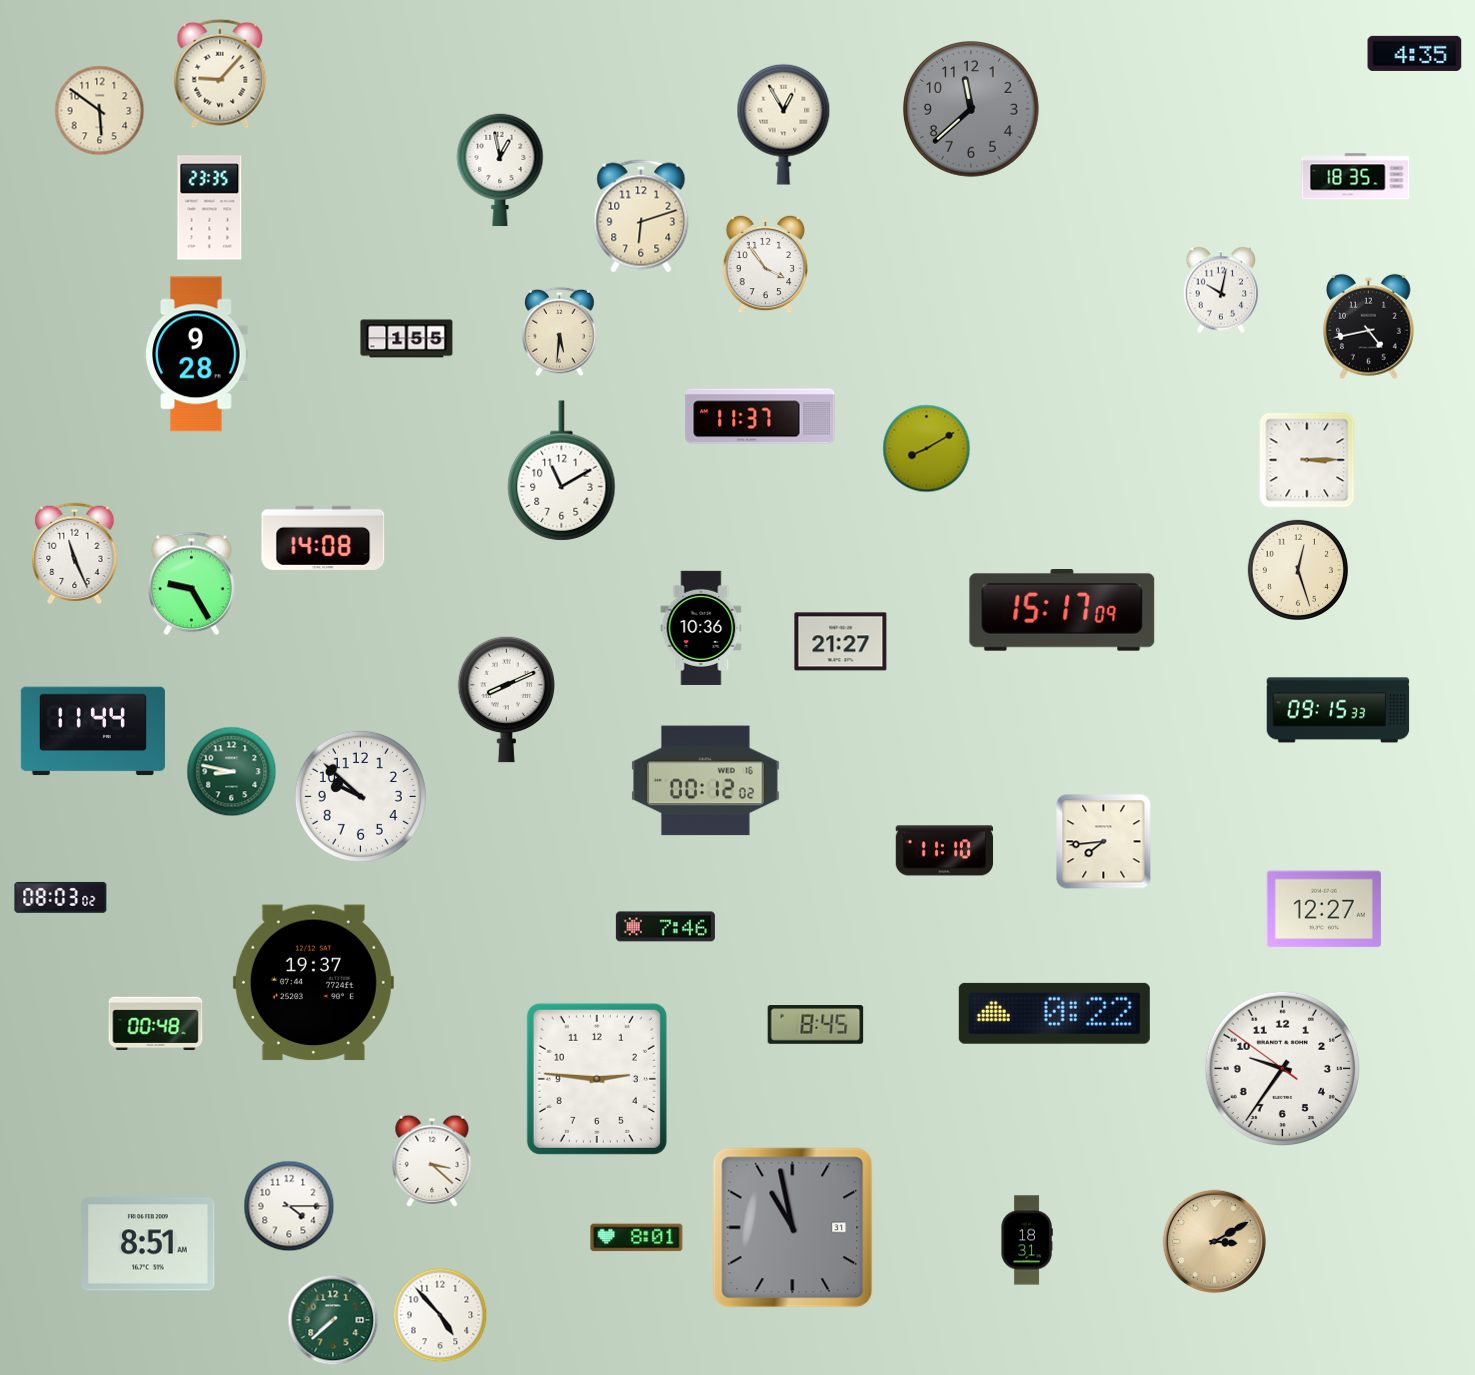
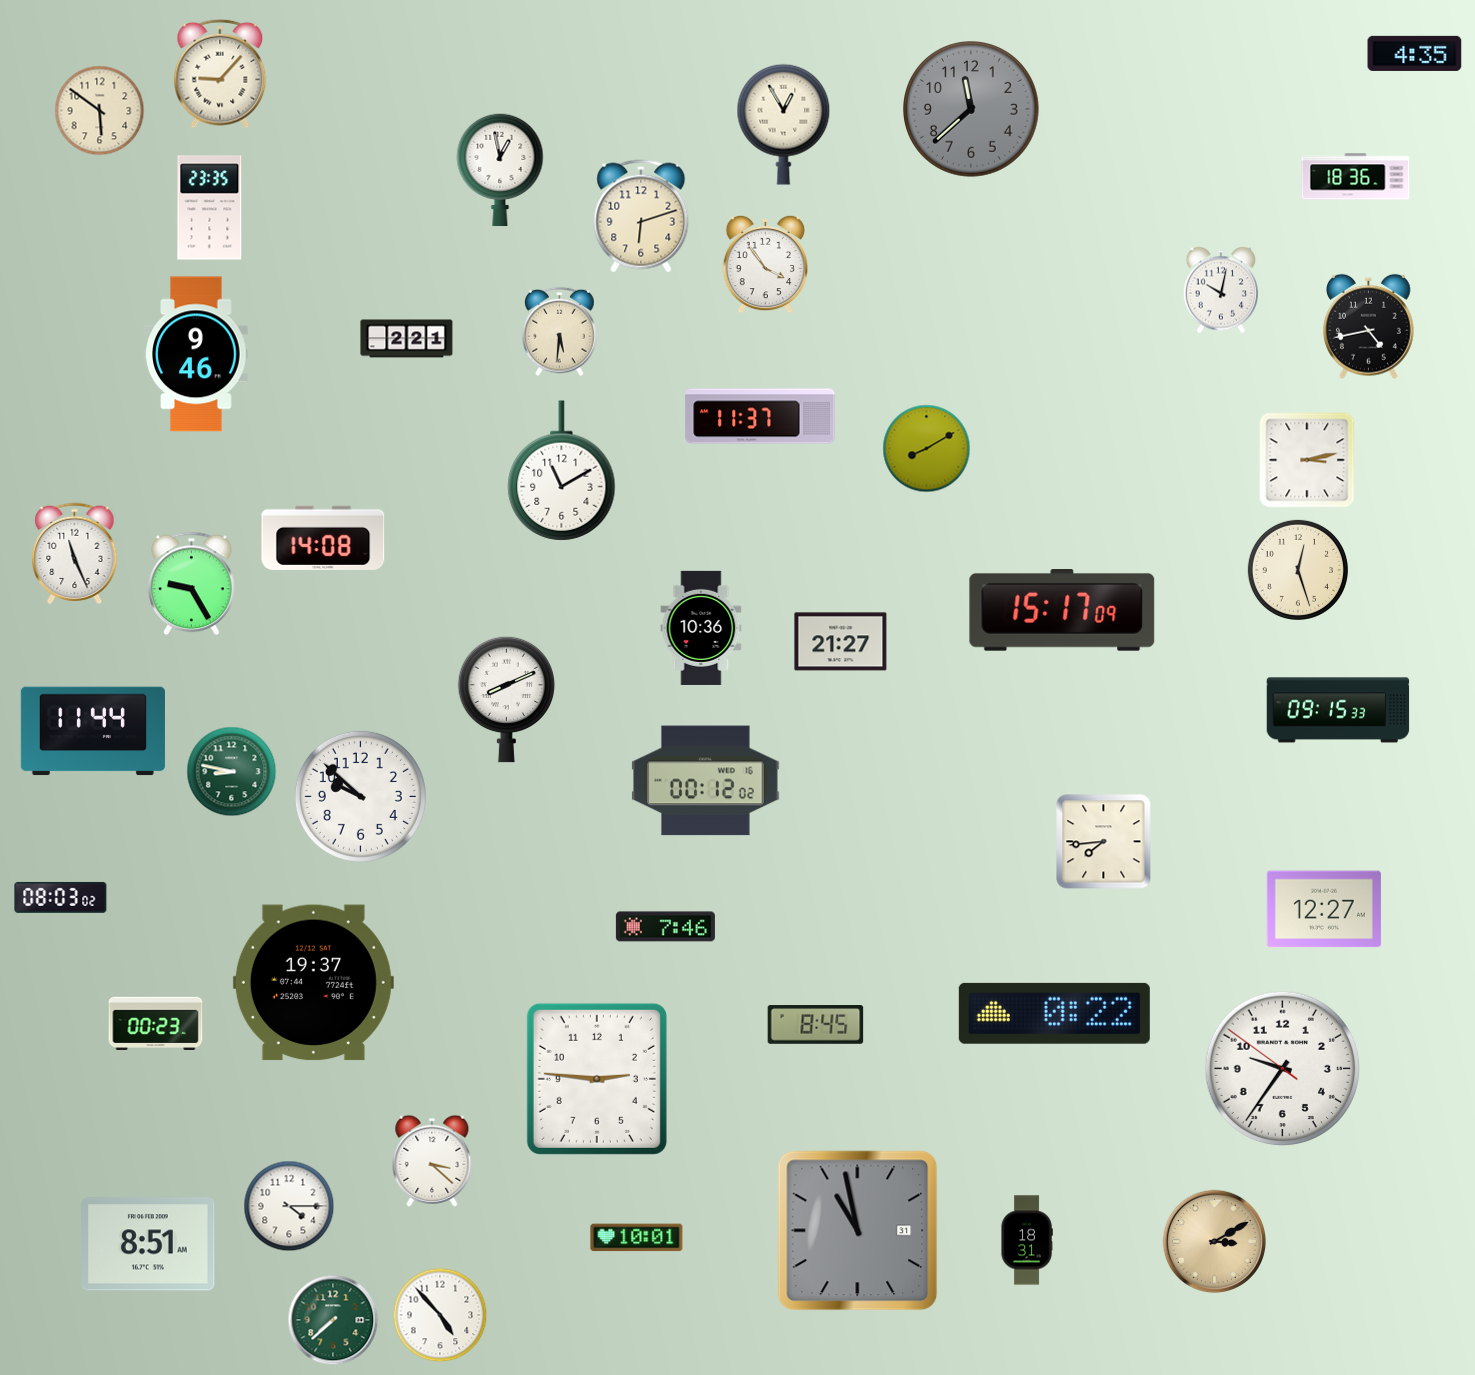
clock at (1356, 177): 18:35 -> 18:36
clock at (407, 339): 1:55 -> 2:21
clock at (196, 354): 9:28 -> 9:46
clock at (1307, 460): 3:15 -> 3:13
clock at (945, 851): 11:10 -> none
clock at (156, 1024): 00:48 -> 00:23
clock at (793, 1228) position: (793, 1228) -> (858, 1231)
clock at (637, 1238): 8:01 -> 10:01
